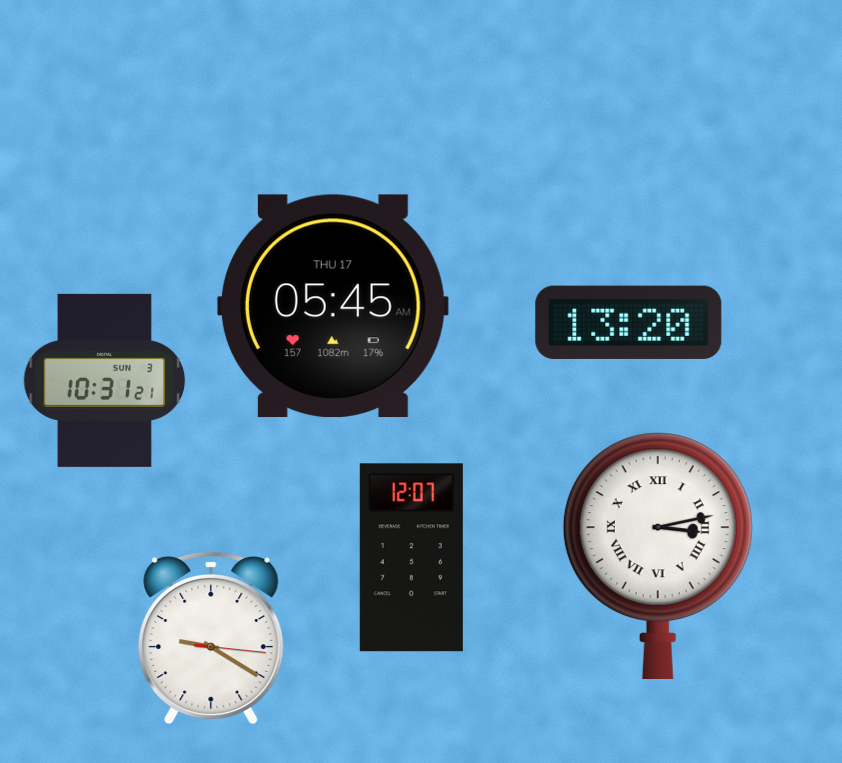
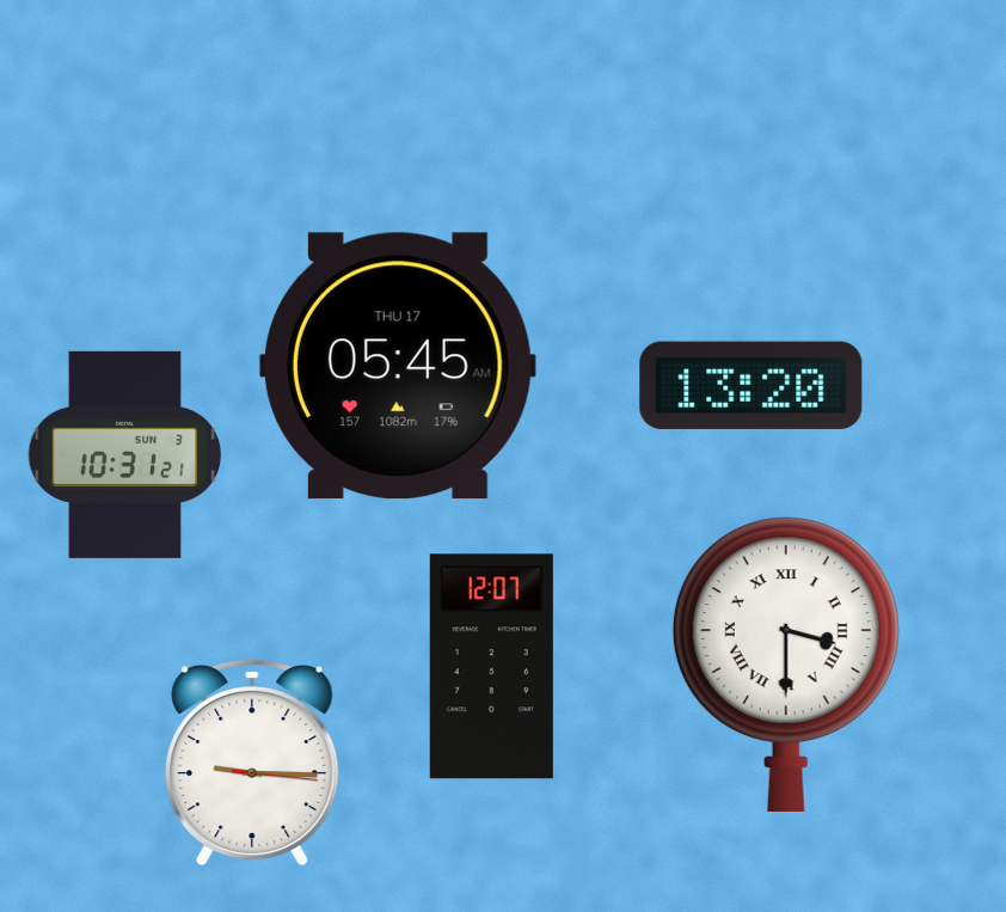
clock at (658, 555): 3:13 -> 3:30
clock at (211, 638): 9:20 -> 9:15
